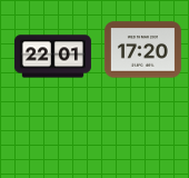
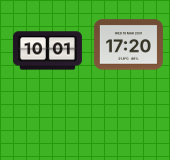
clock at (52, 57): 22:01 -> 10:01
